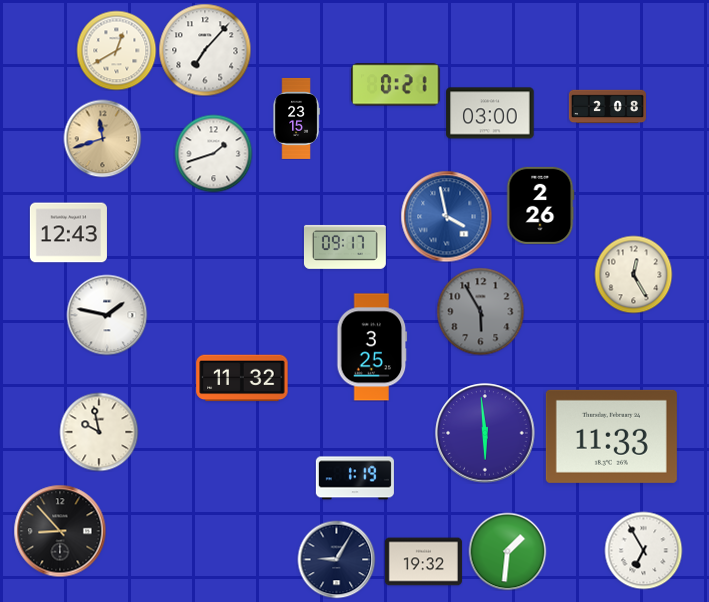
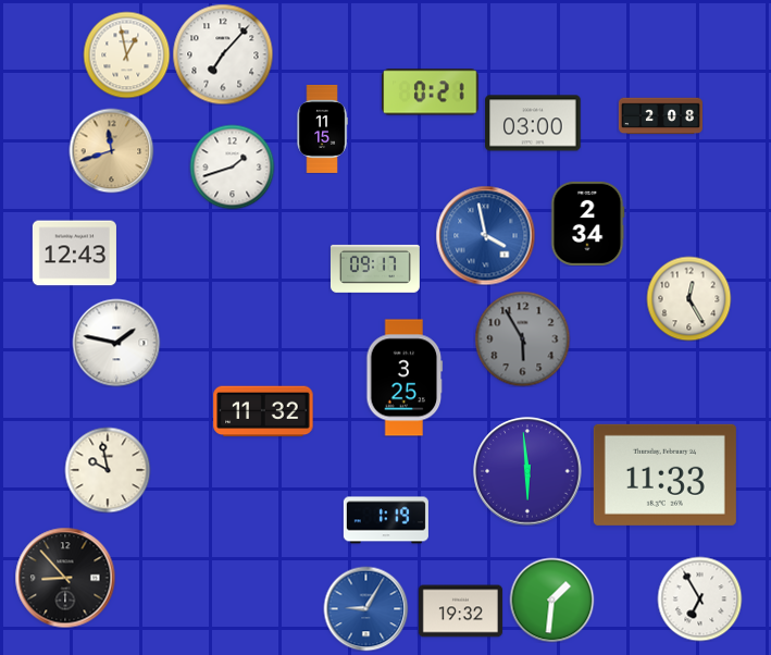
clock at (116, 50): 12:40 -> 12:58
clock at (296, 118): 23:15 -> 11:15
clock at (540, 205): 2:26 -> 2:34
clock at (336, 559) dial: navy -> blue
